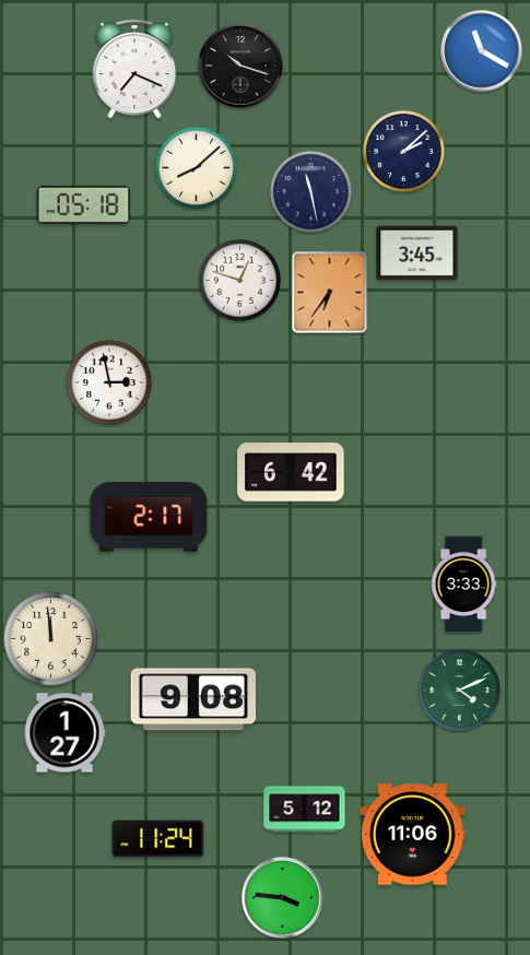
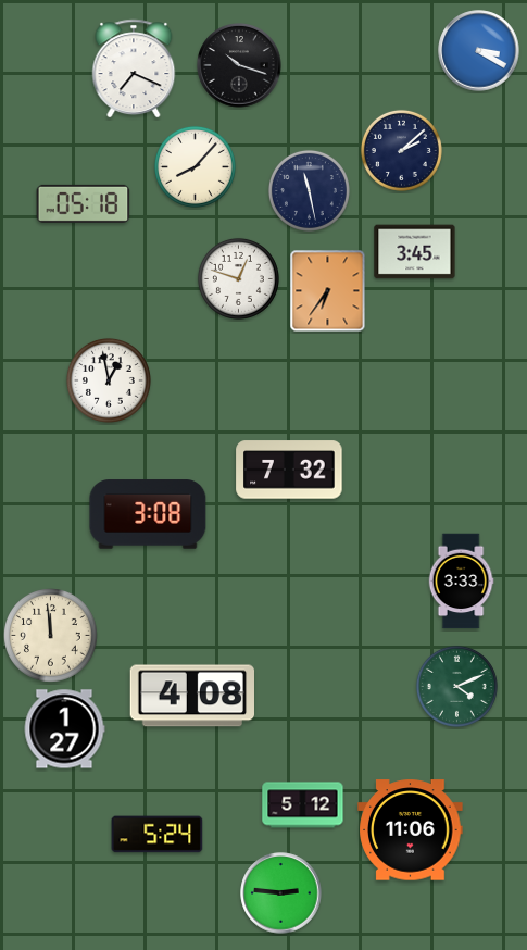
clock at (482, 51): 11:20 -> 3:20
clock at (196, 167): 8:08 -> 8:07
clock at (109, 382): 2:58 -> 12:58
clock at (291, 472): 6:42 -> 7:32
clock at (149, 517): 2:17 -> 3:08
clock at (192, 699): 9:08 -> 4:08
clock at (158, 839): 11:24 -> 5:24
clock at (283, 898): 3:46 -> 2:46
